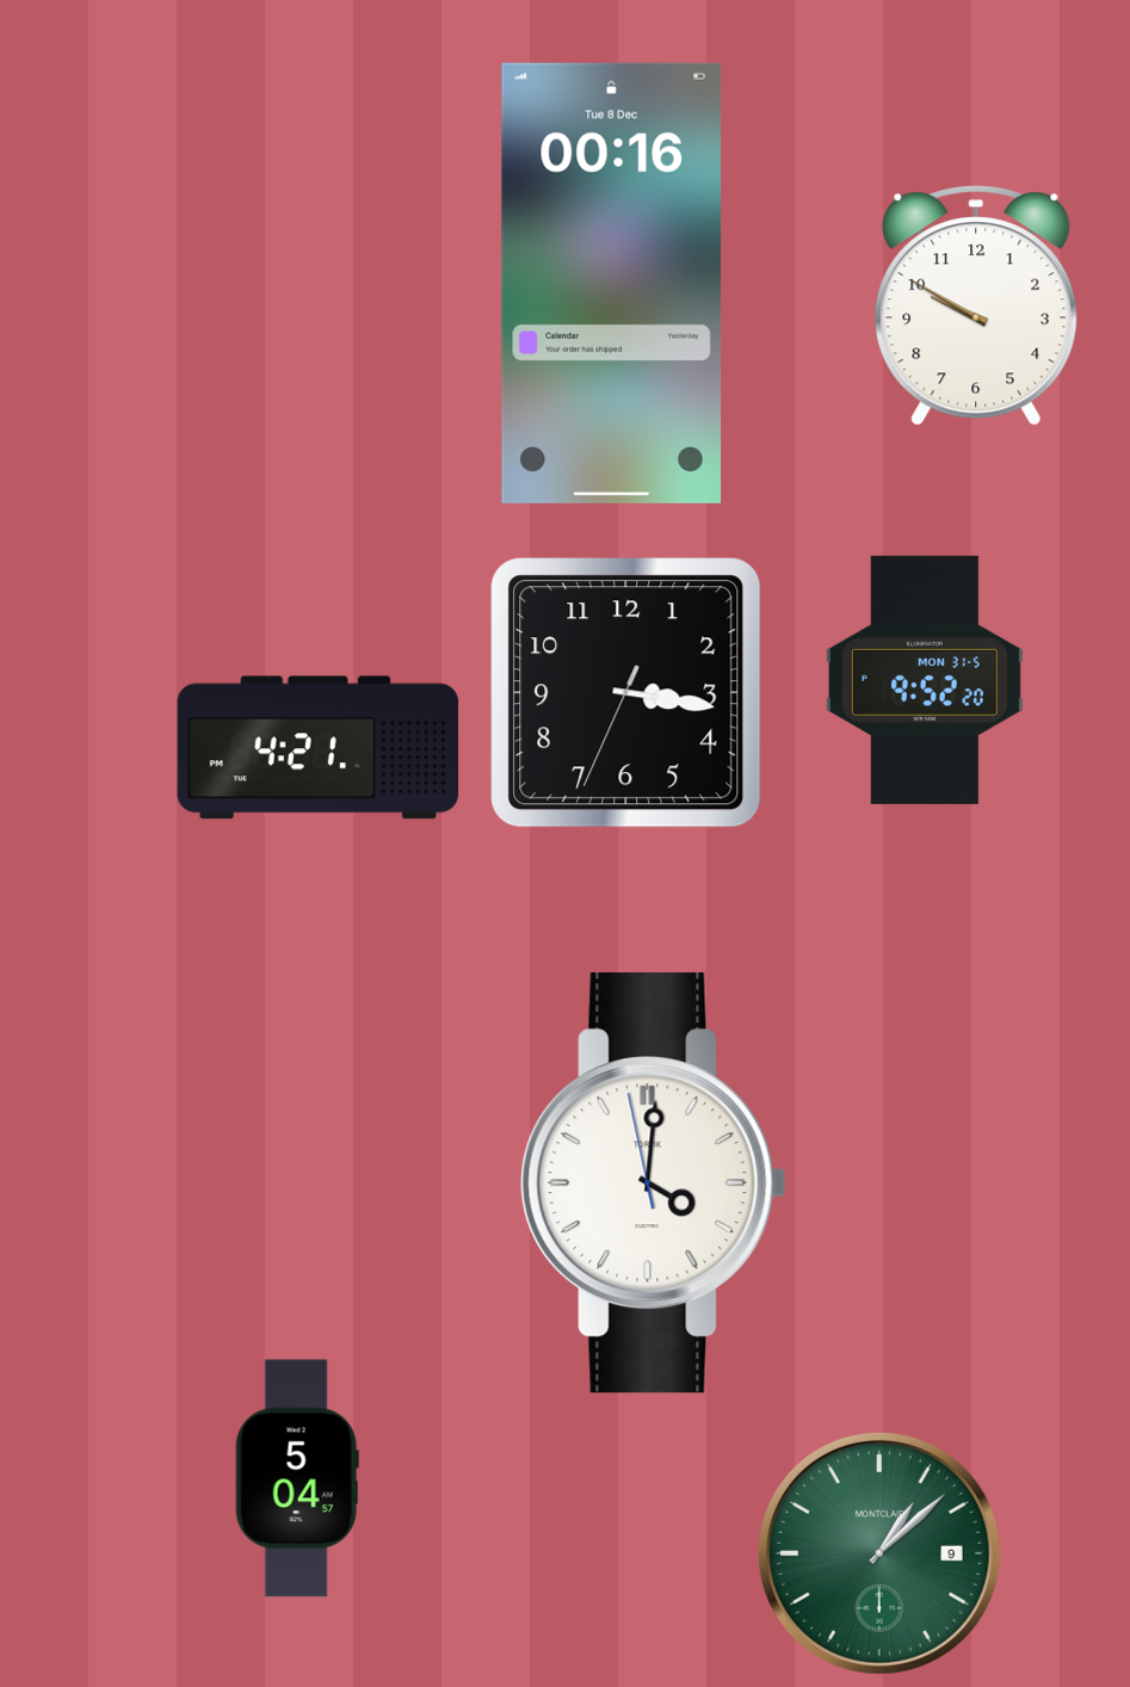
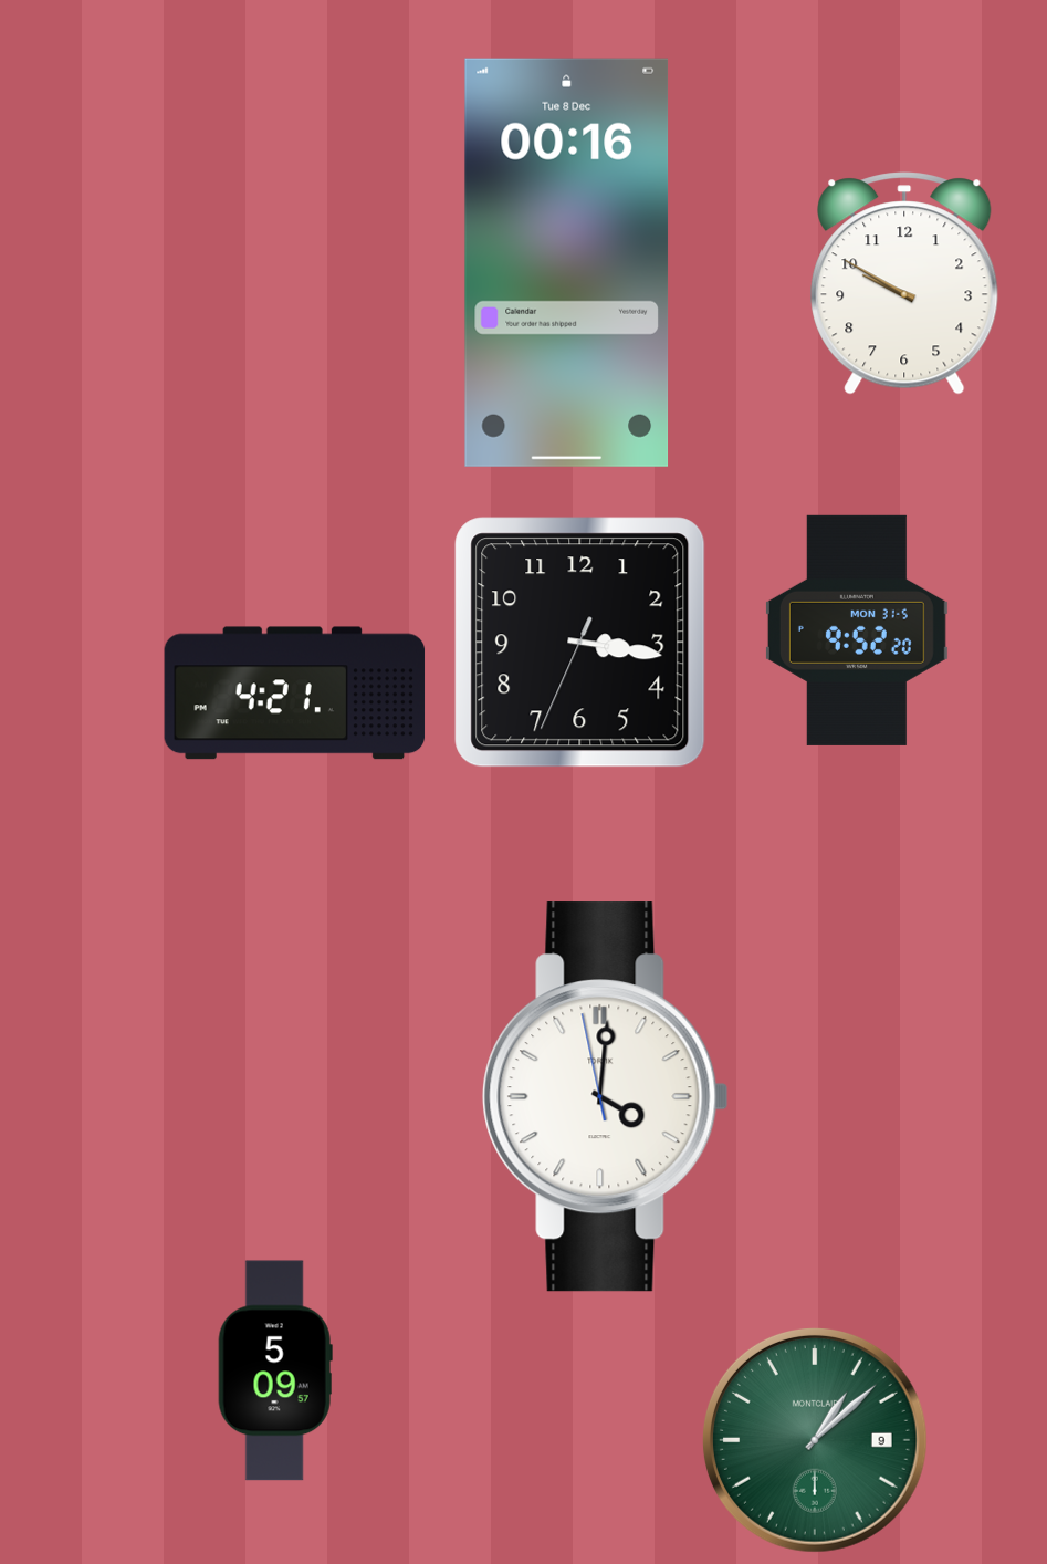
clock at (297, 1478): 5:04 -> 5:09
